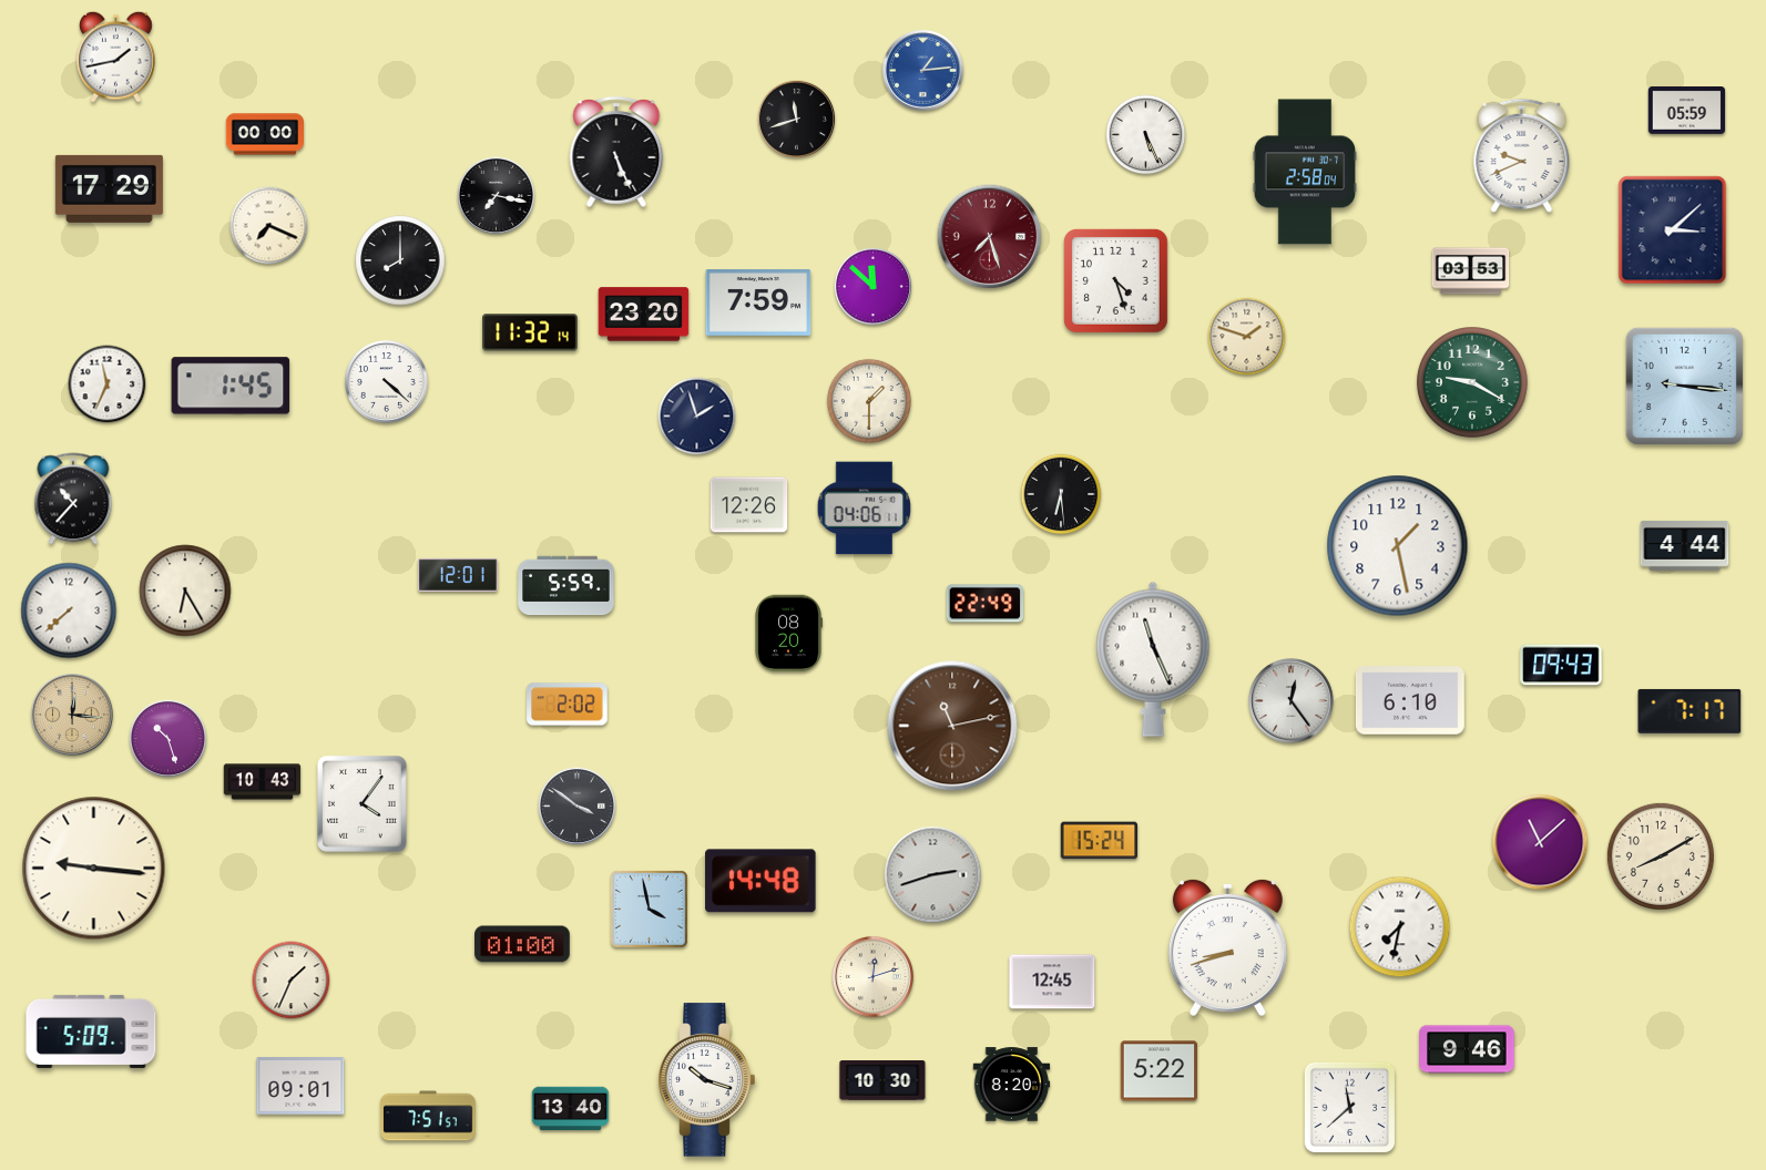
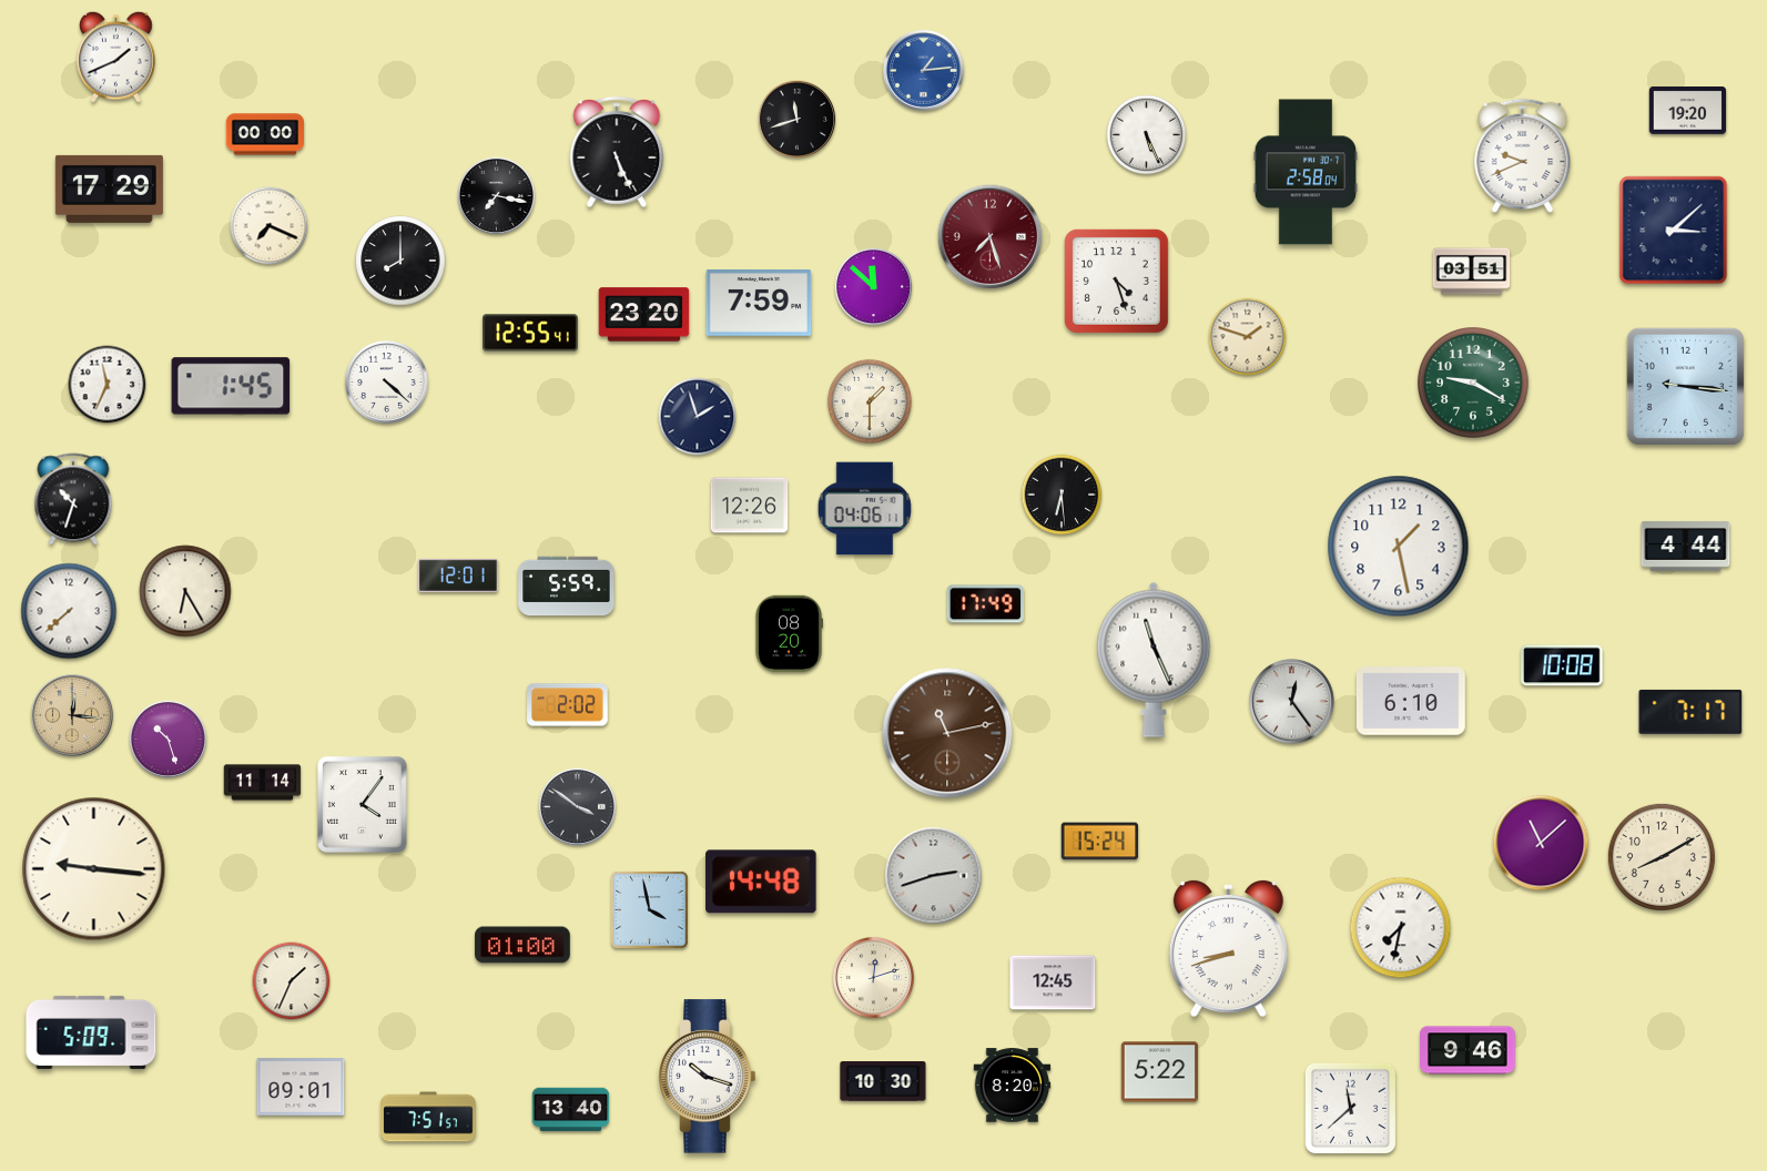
clock at (116, 57): 1:43 -> 1:41
clock at (1687, 111): 05:59 -> 19:20
clock at (1471, 271): 03:53 -> 03:51
clock at (530, 332): 11:32 -> 12:55
clock at (73, 499): 10:37 -> 10:33
clock at (986, 604): 22:49 -> 17:49
clock at (1561, 665): 09:43 -> 10:08
clock at (952, 726) position: (952, 726) -> (947, 733)
clock at (263, 782): 10:43 -> 11:14
clock at (707, 1080) position: (707, 1080) -> (708, 1077)
